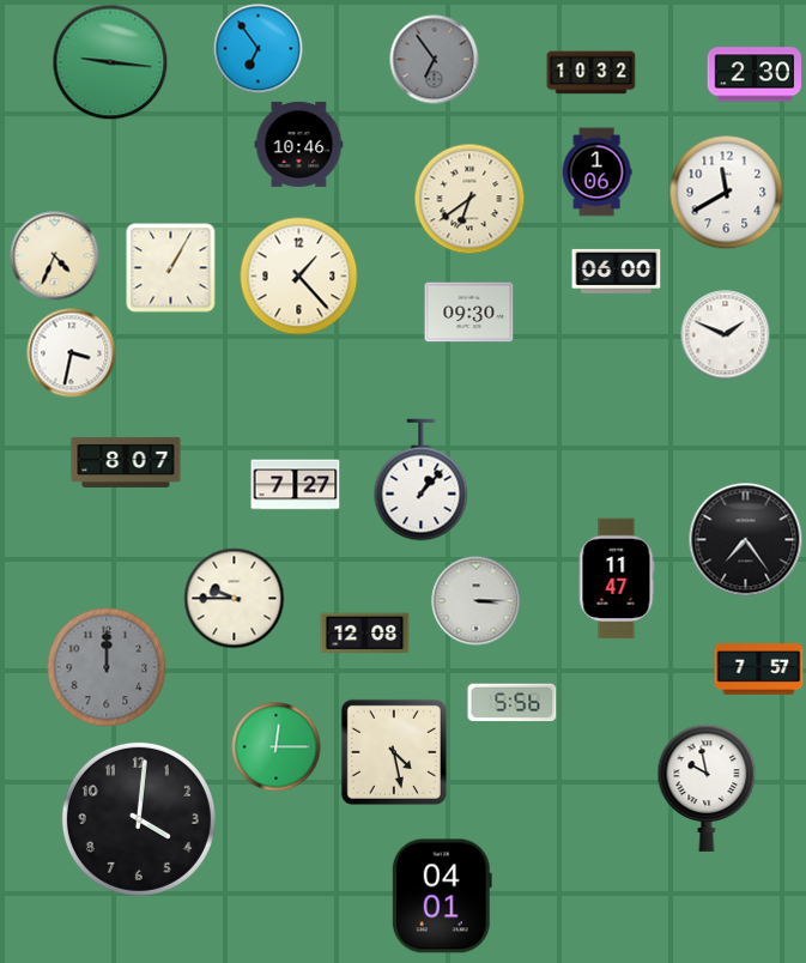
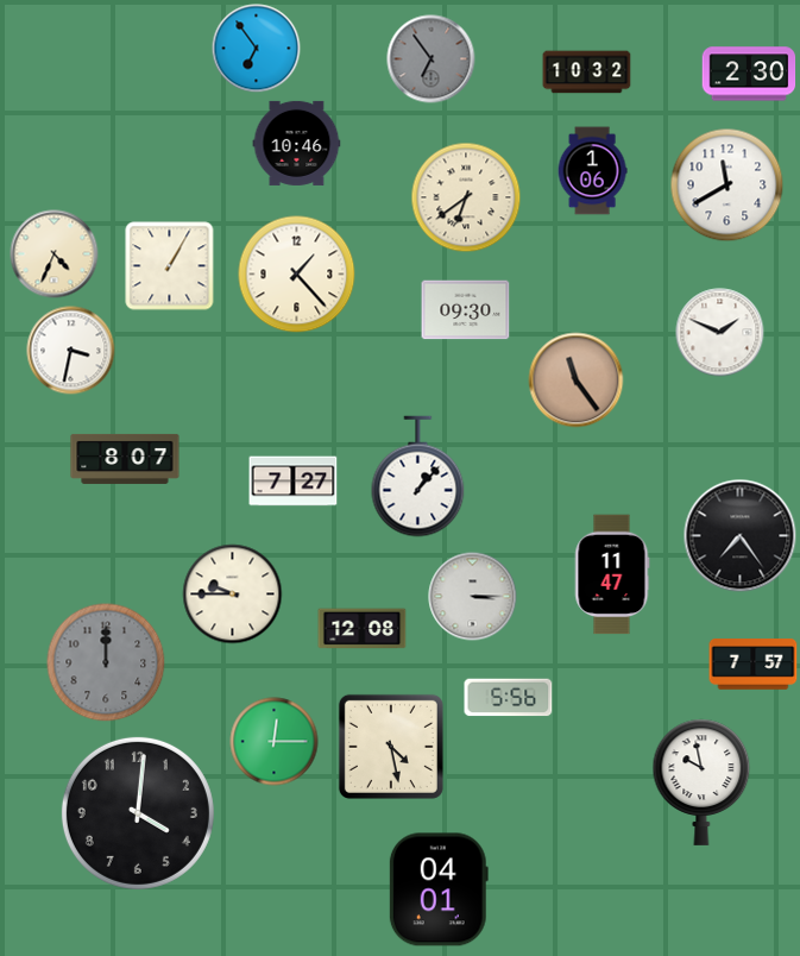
clock at (110, 62): 9:16 -> none
clock at (727, 193) position: (727, 193) -> (727, 185)
clock at (617, 271): 06:00 -> none
clock at (577, 380): none -> 11:24
